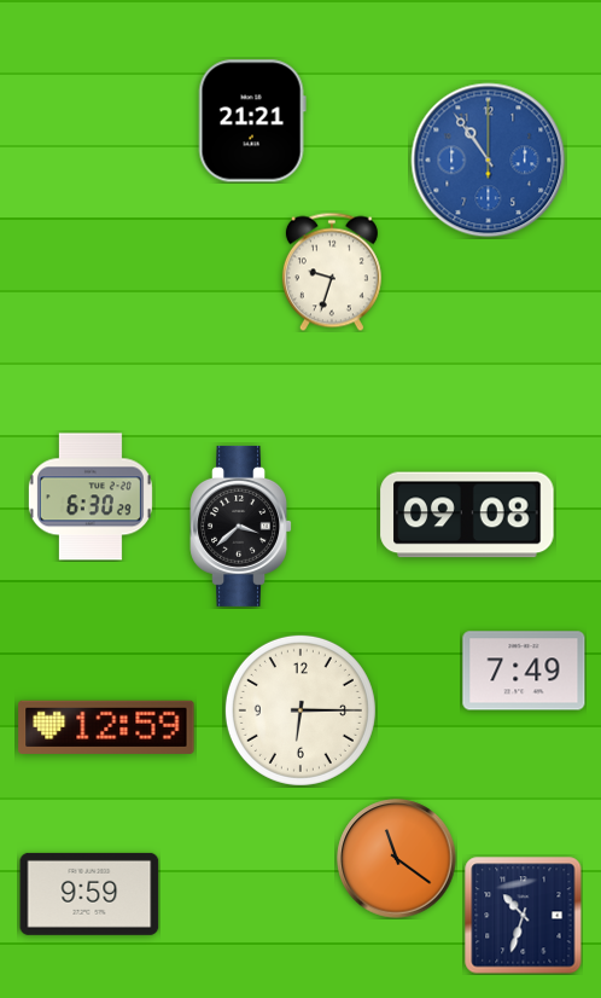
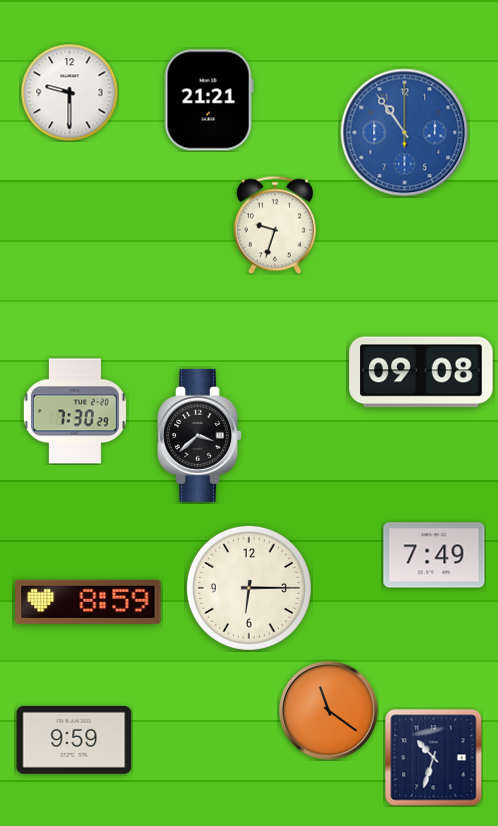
clock at (69, 92): none -> 9:30
clock at (91, 497): 6:30 -> 7:30
clock at (467, 515) position: (467, 515) -> (421, 372)
clock at (106, 727): 12:59 -> 8:59
